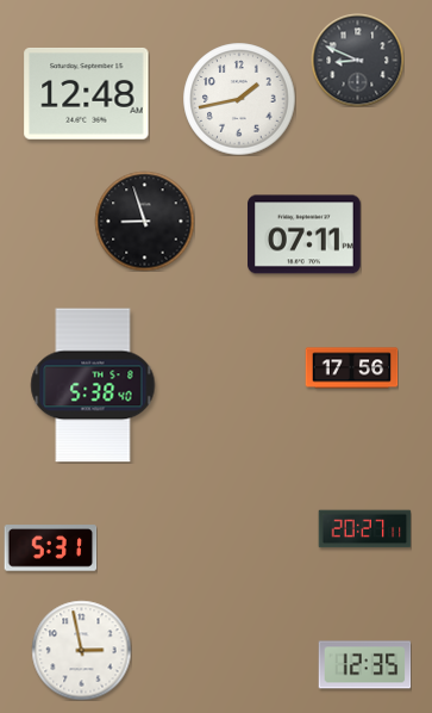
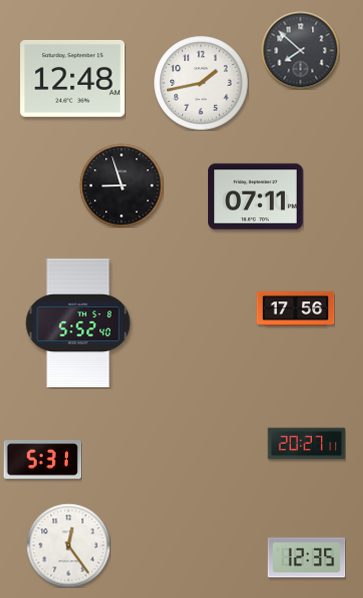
clock at (357, 60): 8:49 -> 7:52
clock at (93, 385): 5:38 -> 5:52
clock at (81, 650): 2:58 -> 12:24
